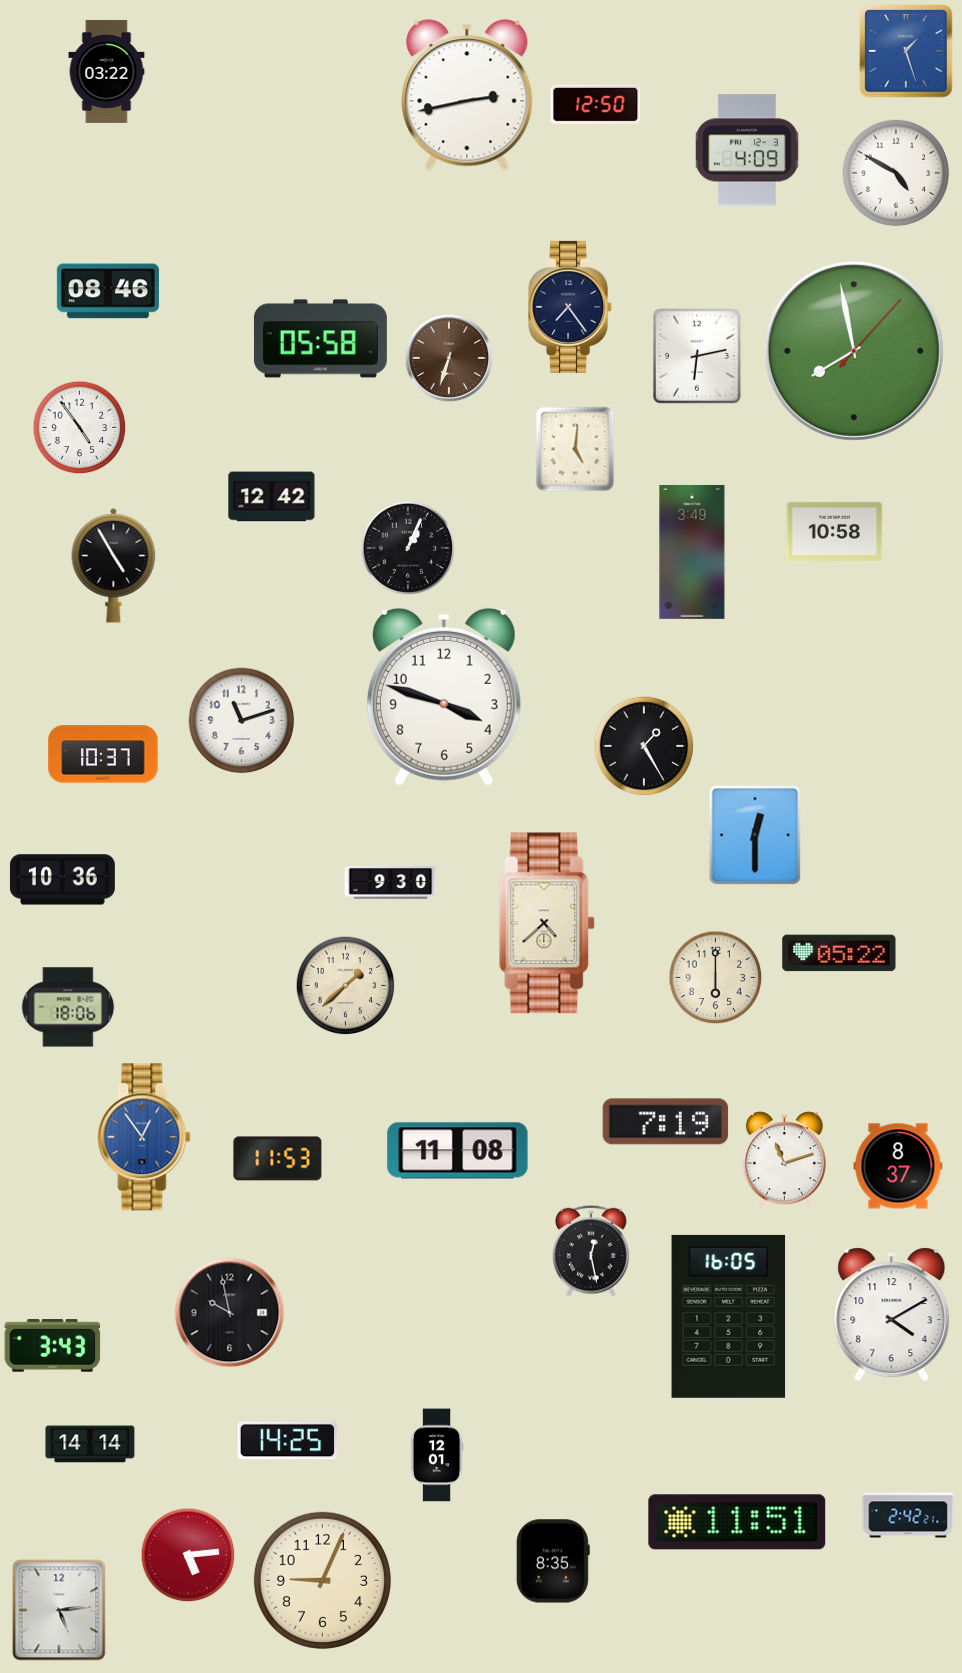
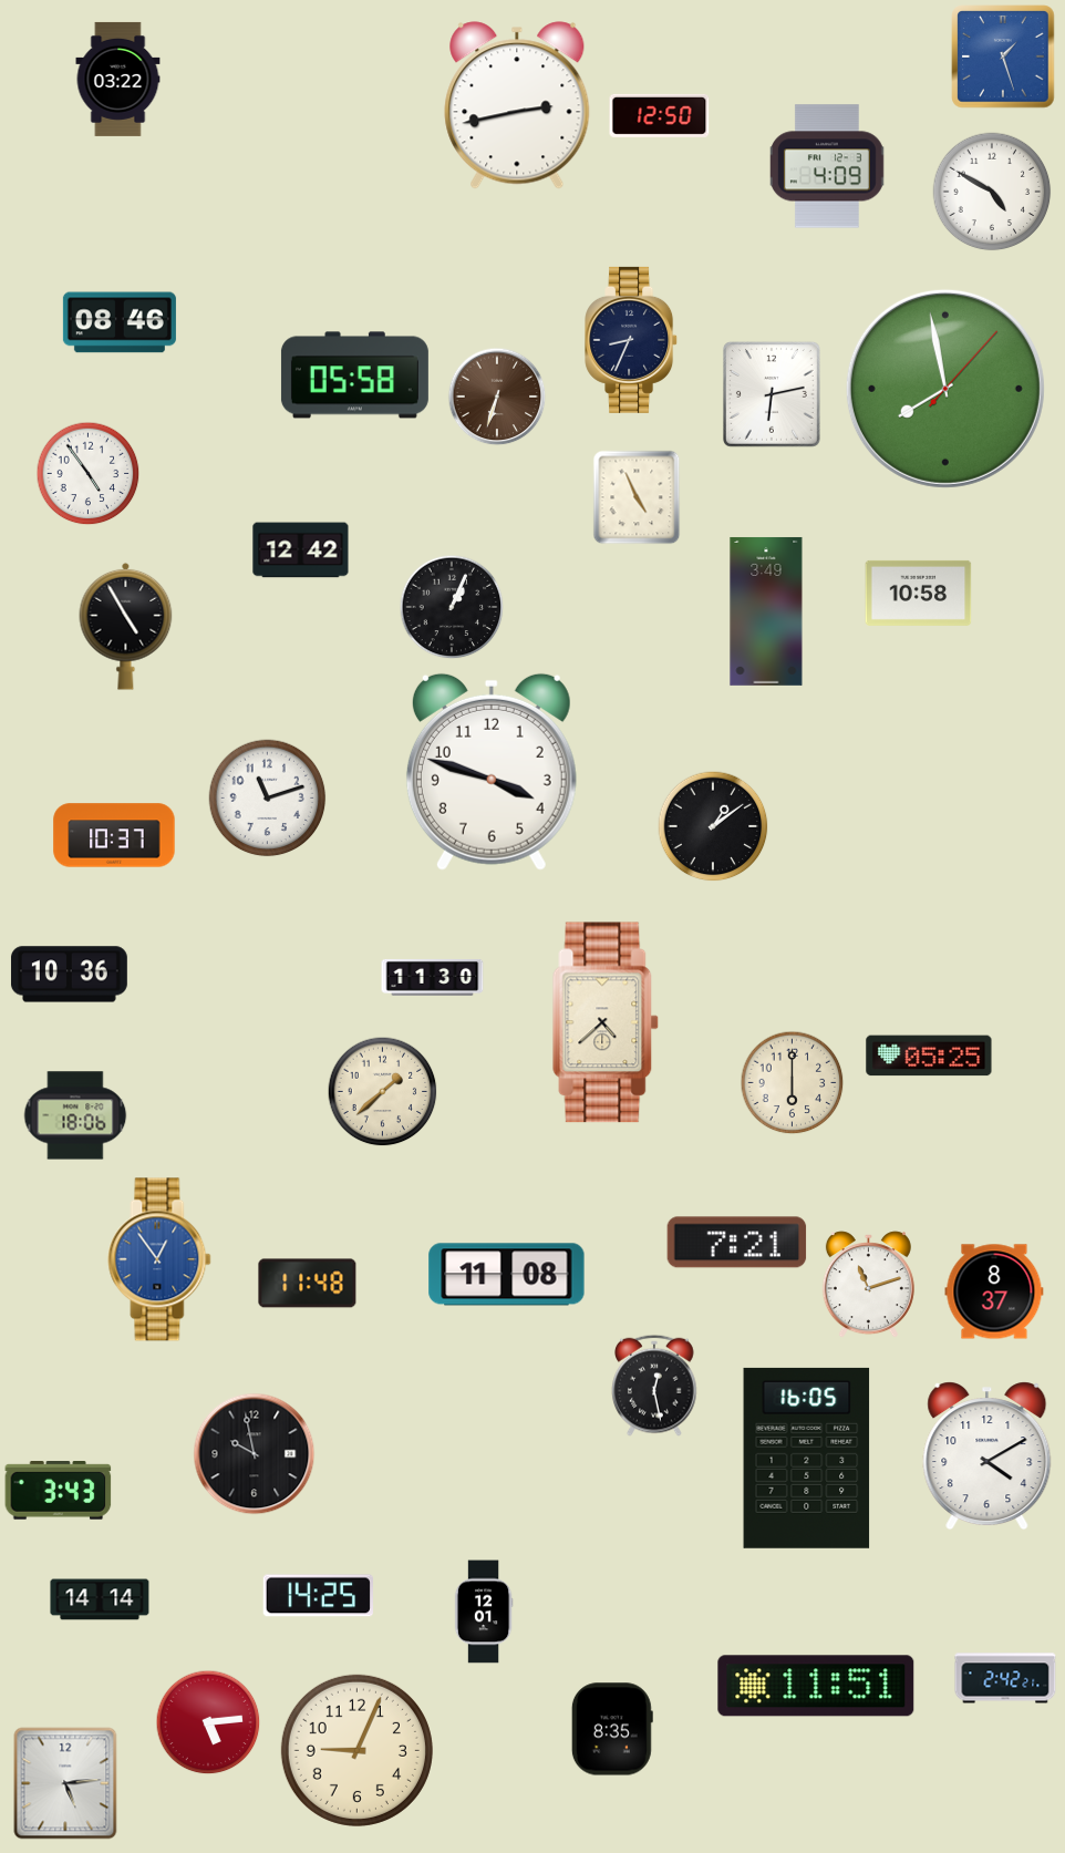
clock at (571, 307): 7:24 -> 8:34
clock at (575, 449): 5:01 -> 4:56
clock at (835, 531) position: (835, 531) -> (919, 593)
clock at (644, 746): 1:25 -> 1:09
clock at (755, 835): 12:30 -> none
clock at (391, 882): 9:30 -> 11:30
clock at (839, 953): 05:22 -> 05:25
clock at (666, 1122): 7:19 -> 7:21
clock at (278, 1159): 11:53 -> 11:48
